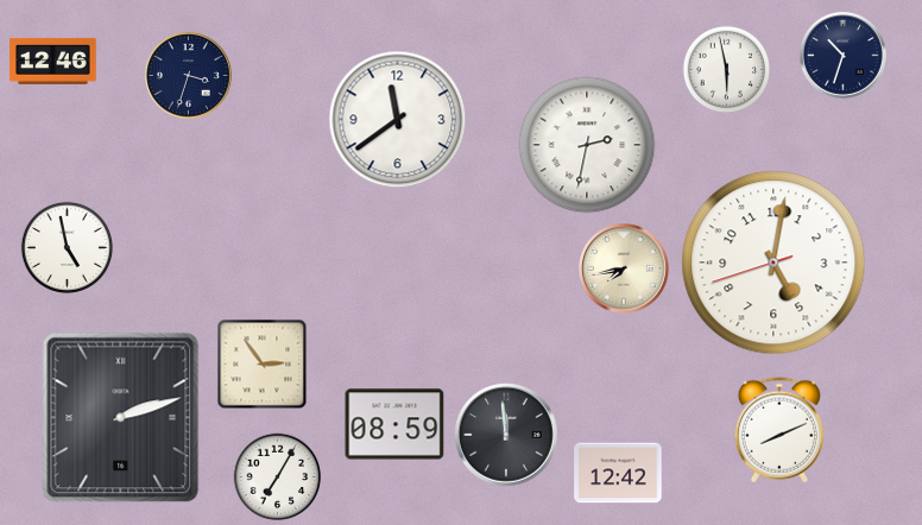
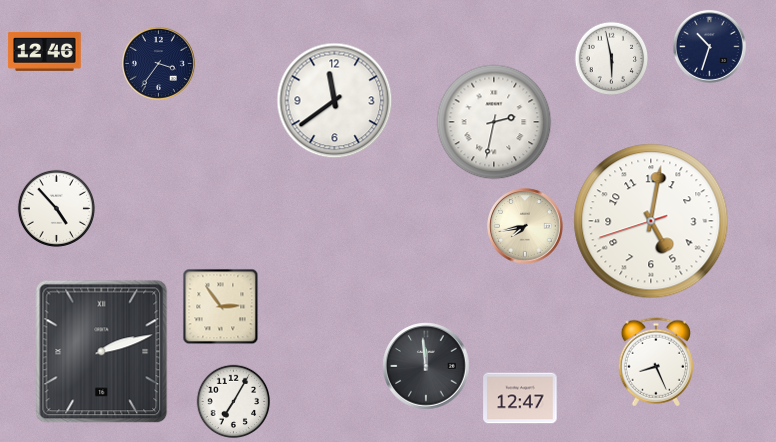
clock at (188, 75): 3:33 -> 3:36
clock at (67, 247): 4:58 -> 4:53
clock at (394, 424): 08:59 -> none
clock at (778, 430): 8:11 -> 8:26
clock at (618, 473): 12:42 -> 12:47
